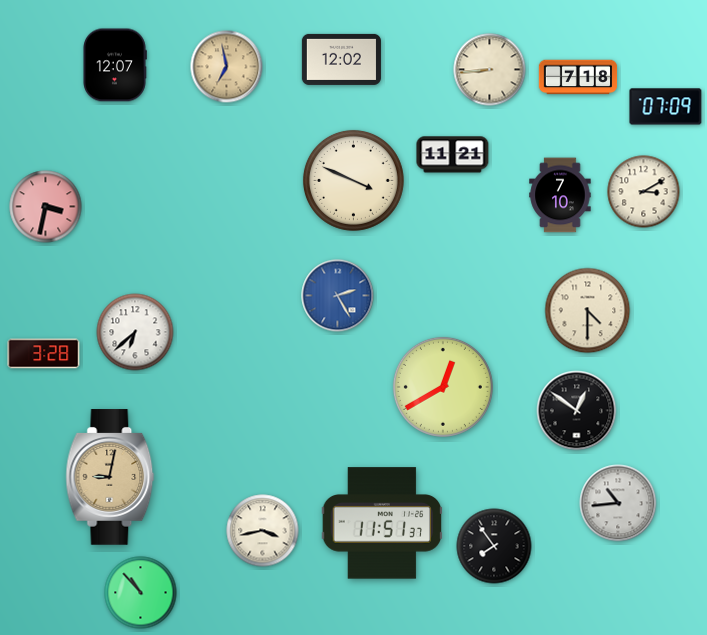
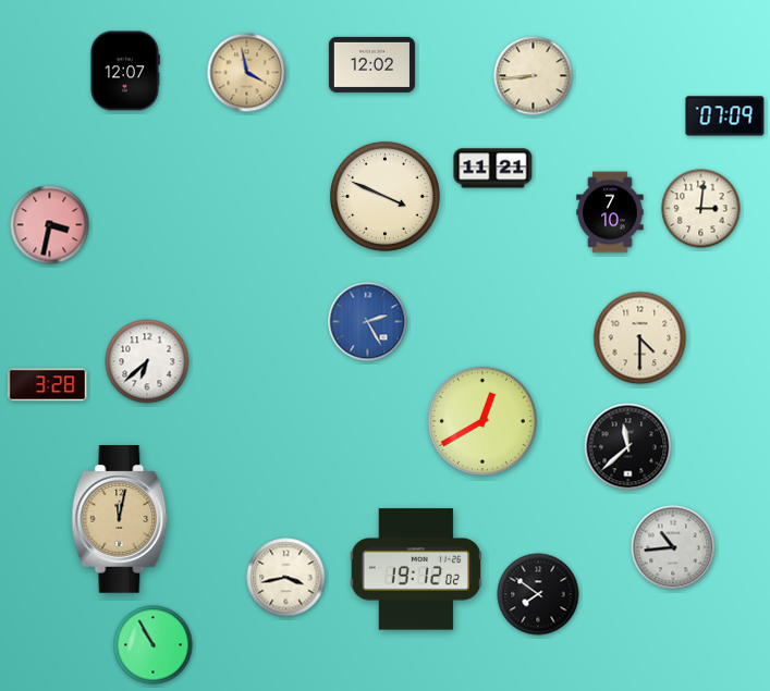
clock at (227, 67): 6:58 -> 3:58
clock at (578, 77): 7:18 -> none
clock at (644, 192): 3:10 -> 3:01
clock at (577, 411): 12:51 -> 11:38
clock at (110, 477): 9:02 -> 12:02
clock at (382, 523): 11:51 -> 19:12
clock at (494, 546): 7:54 -> 7:51
clock at (141, 593): 10:53 -> 10:55
